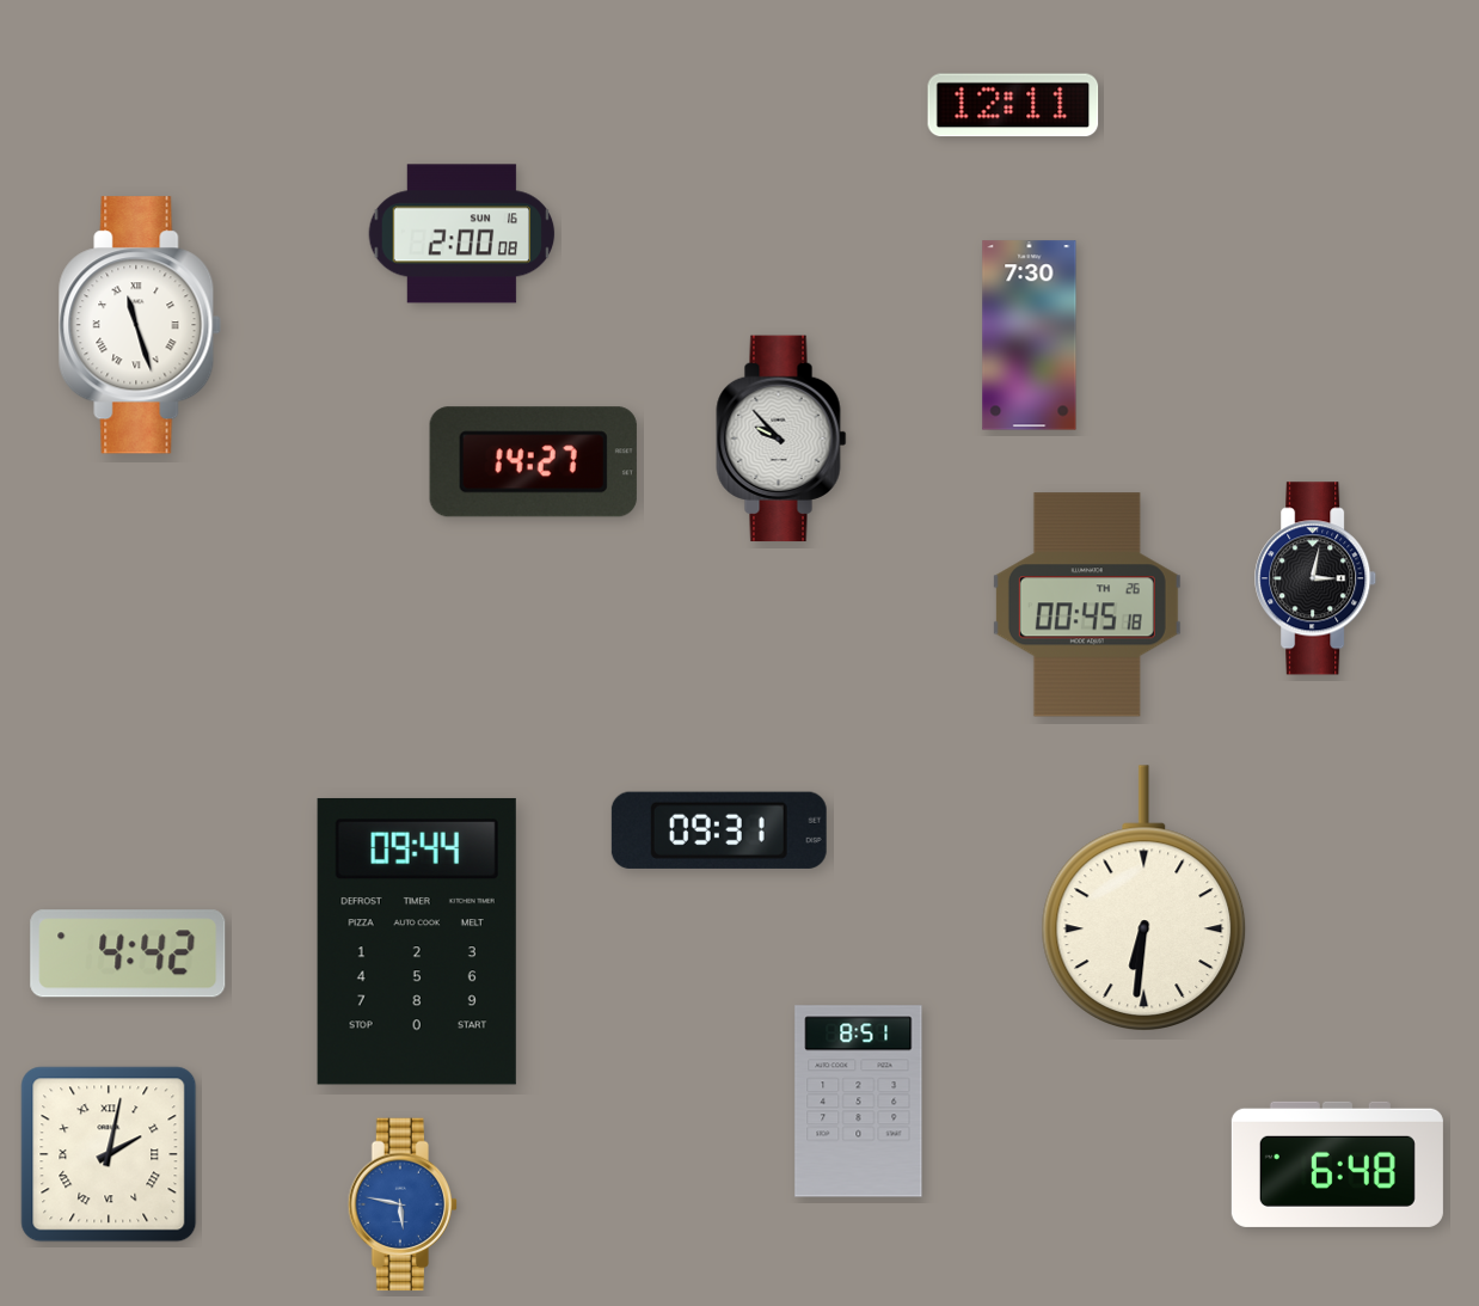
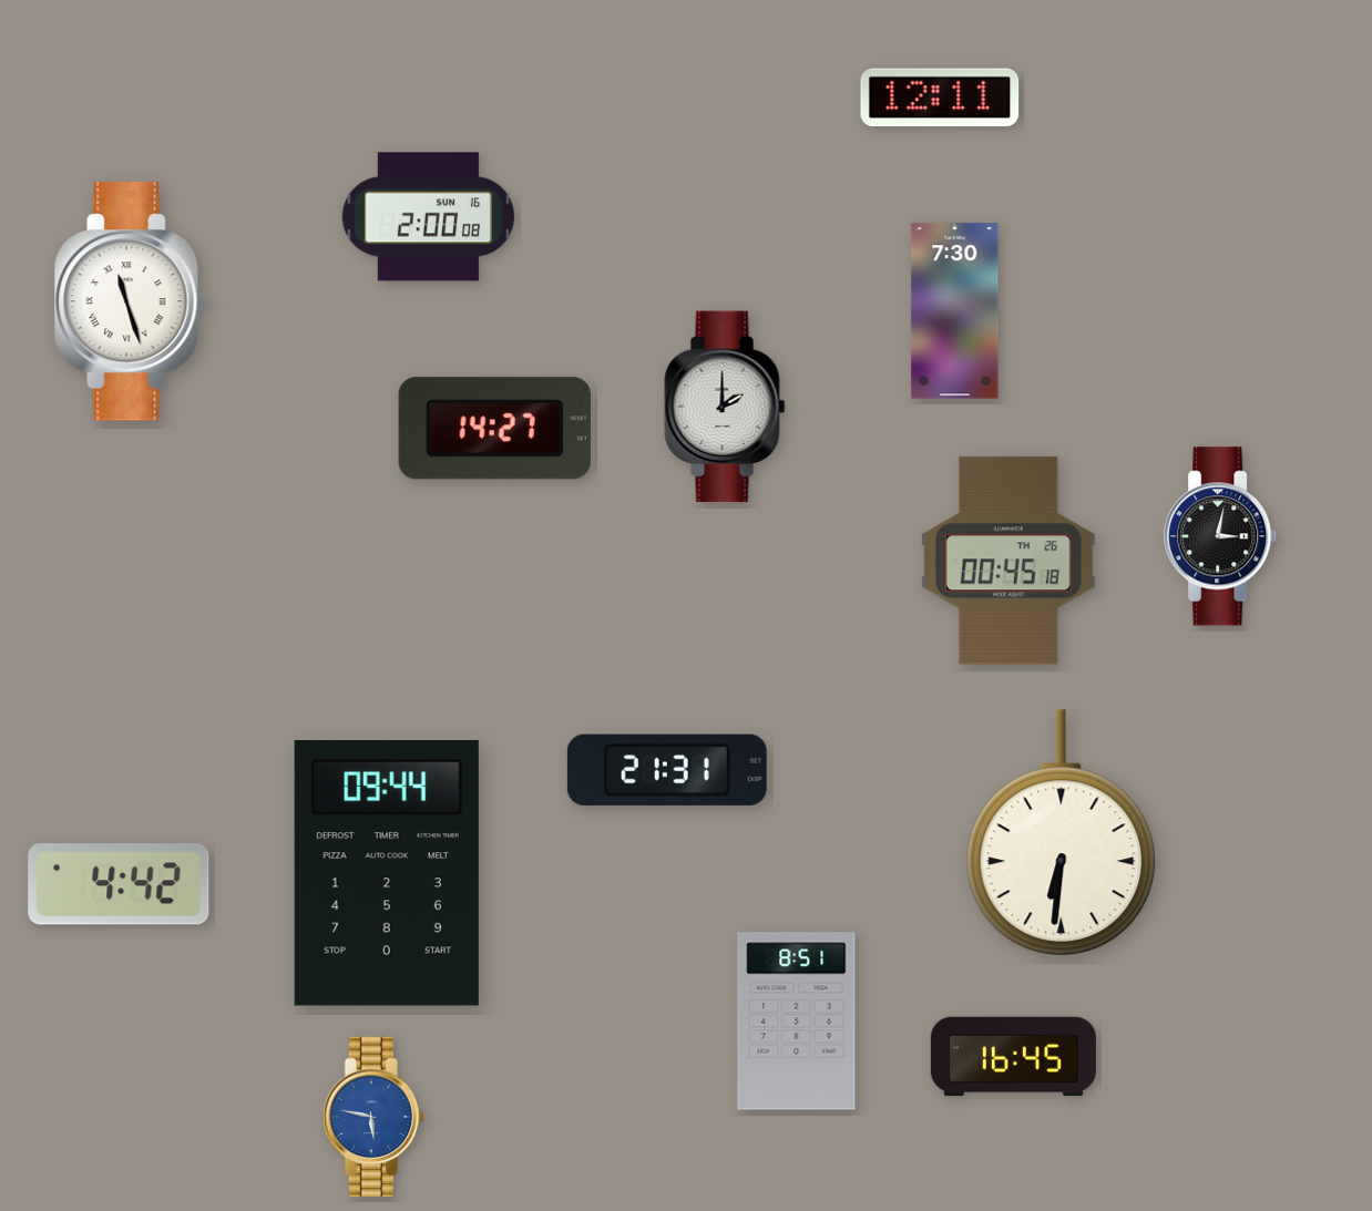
clock at (781, 439): 9:53 -> 2:00
clock at (719, 830): 09:31 -> 21:31
clock at (1013, 1057): none -> 16:45
clock at (109, 1154): 2:02 -> none
clock at (1337, 1164): 6:48 -> none
